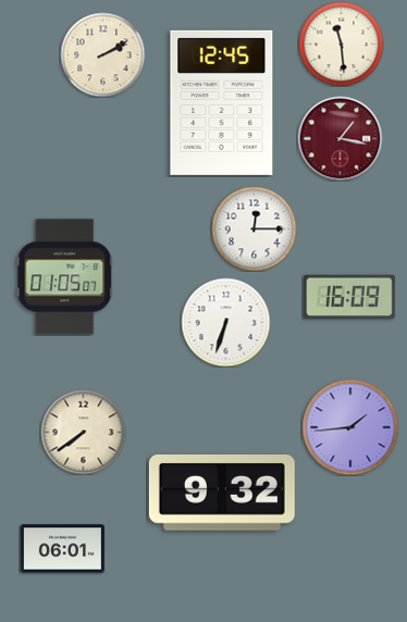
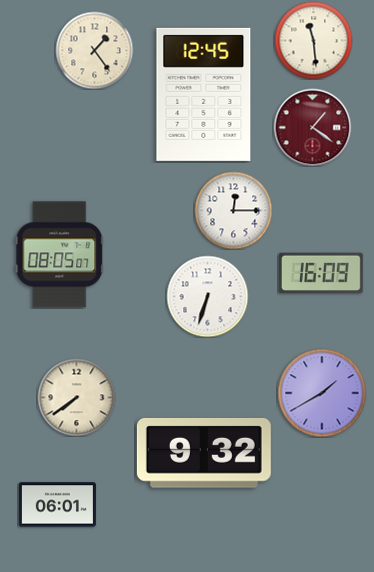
clock at (102, 54): 2:10 -> 1:24
clock at (340, 138): 1:17 -> 1:21
clock at (65, 277): 01:05 -> 08:05
clock at (350, 427): 1:44 -> 1:40
